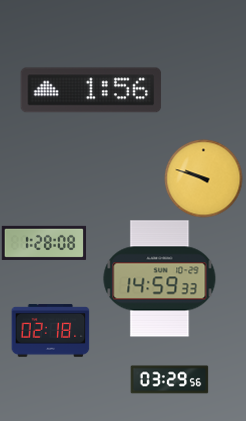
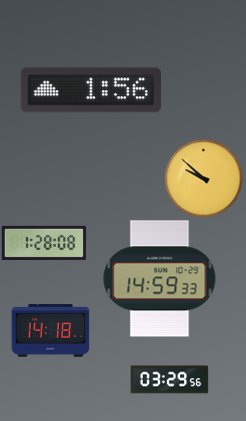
clock at (203, 178): 9:48 -> 9:52
clock at (50, 331): 02:18 -> 14:18
